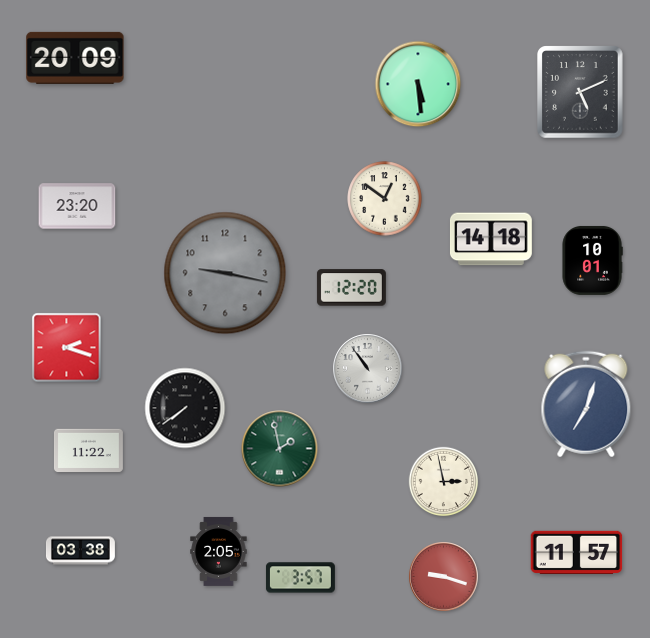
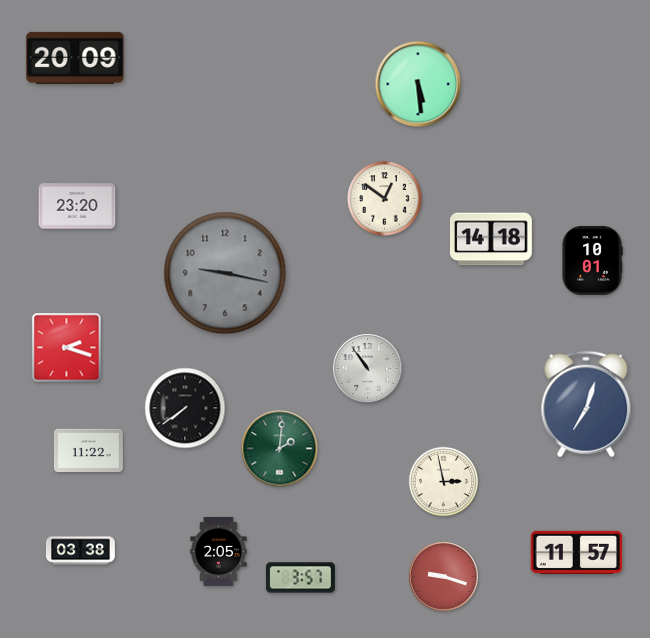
clock at (581, 92): 5:11 -> none
clock at (351, 288): 12:20 -> none
clock at (280, 449): 1:58 -> 2:01
